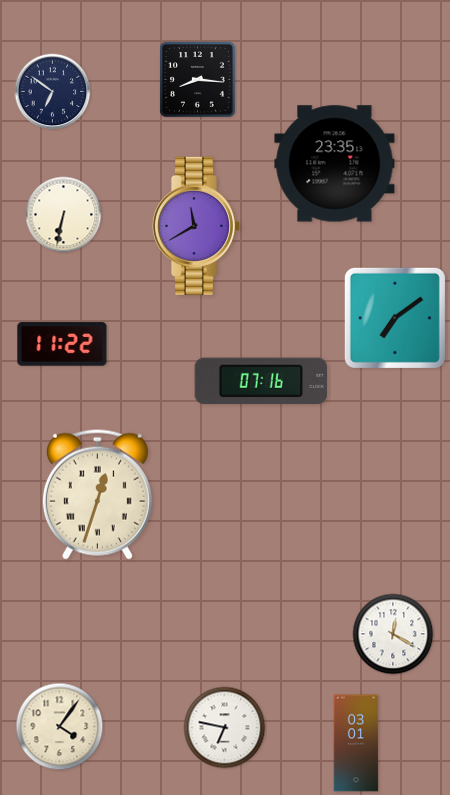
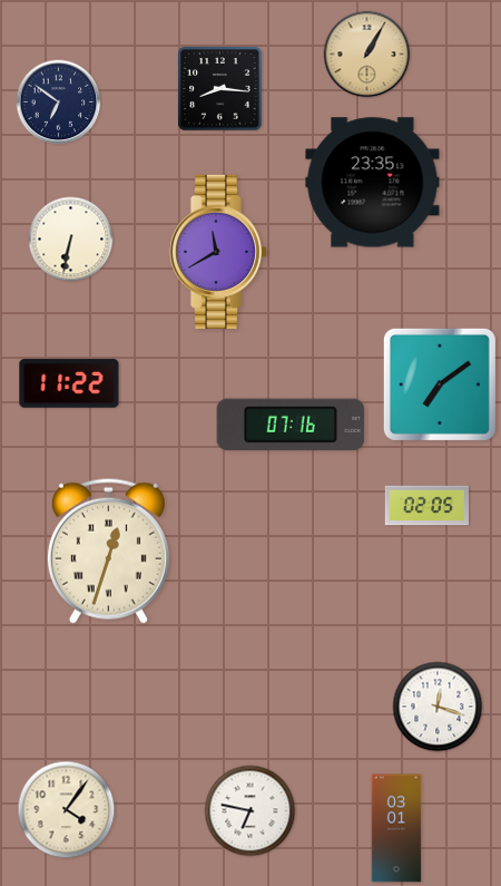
clock at (367, 55): none -> 1:05
clock at (395, 318) position: (395, 318) -> (440, 384)
clock at (426, 506): none -> 02:05
clock at (393, 634): 12:20 -> 12:18
